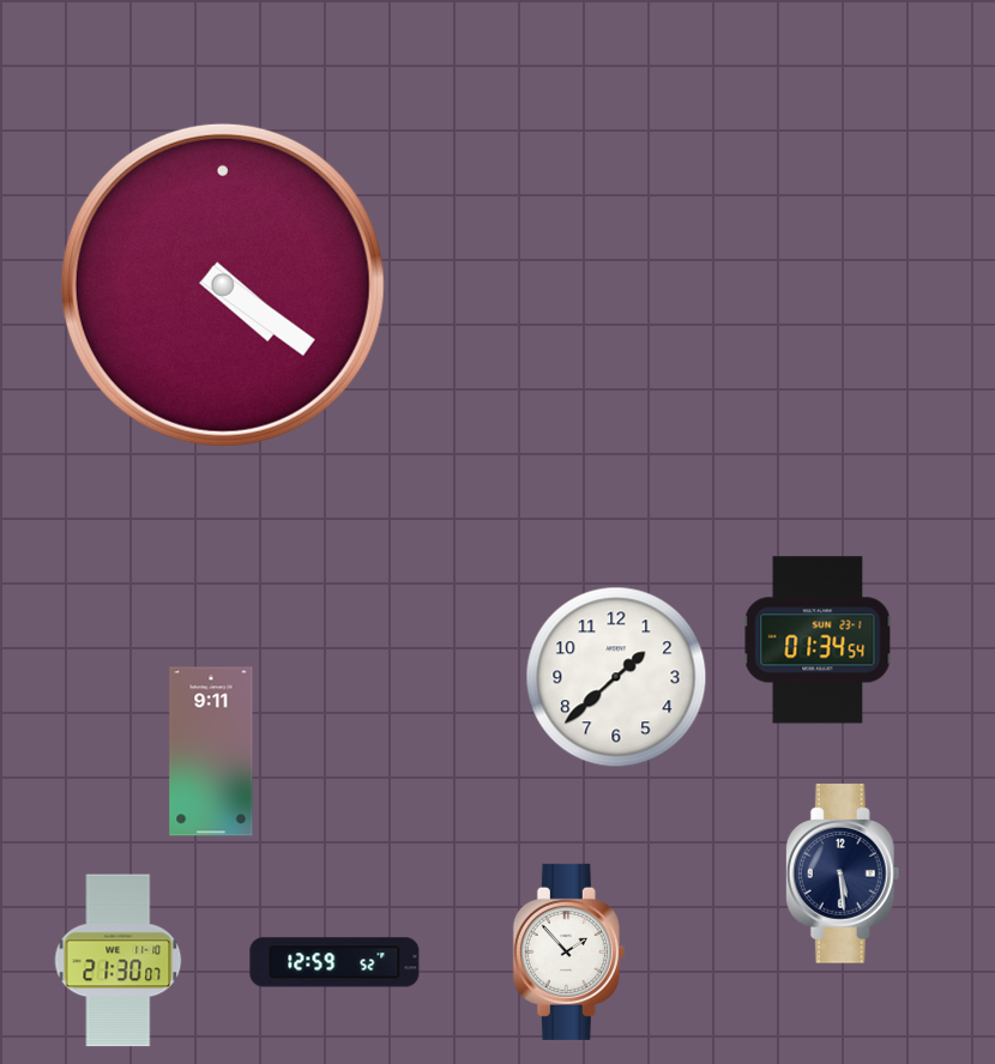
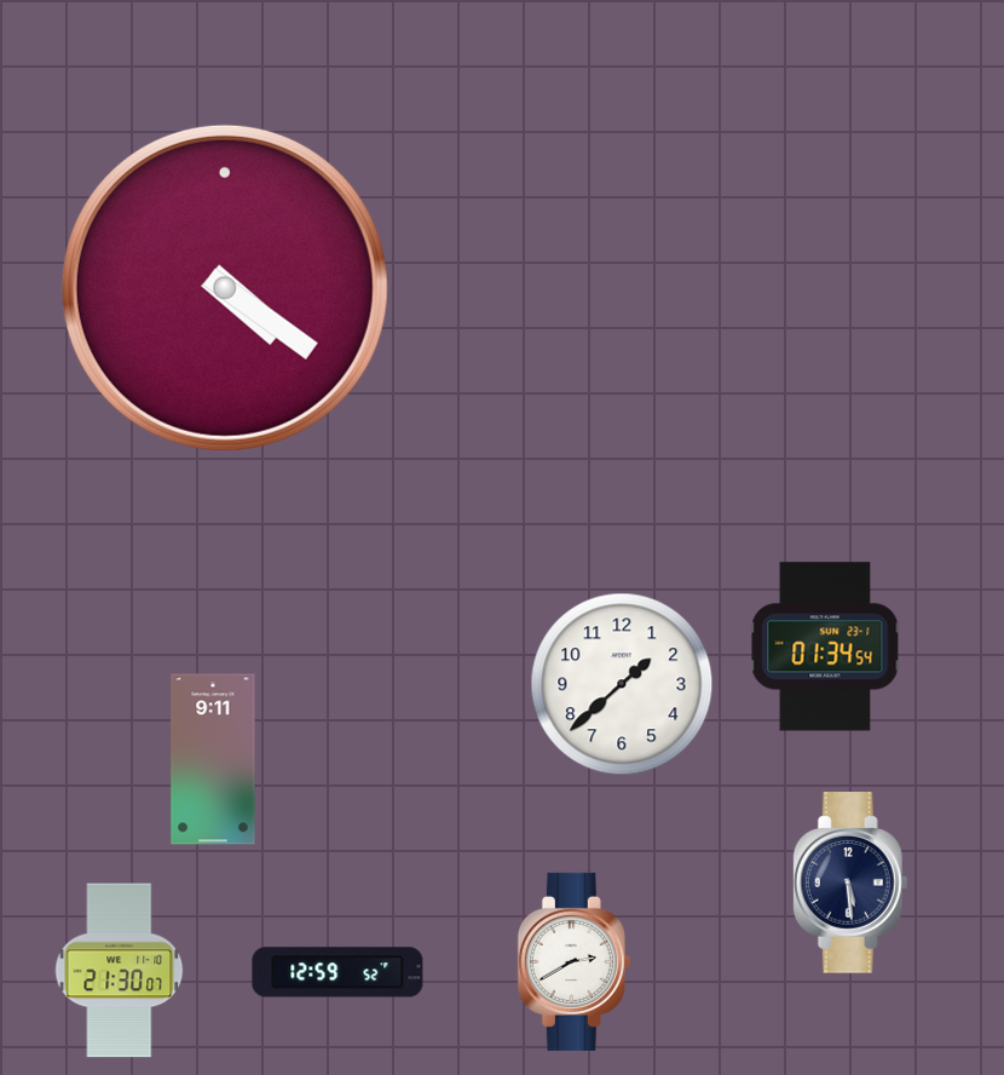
clock at (568, 951): 1:53 -> 2:40
